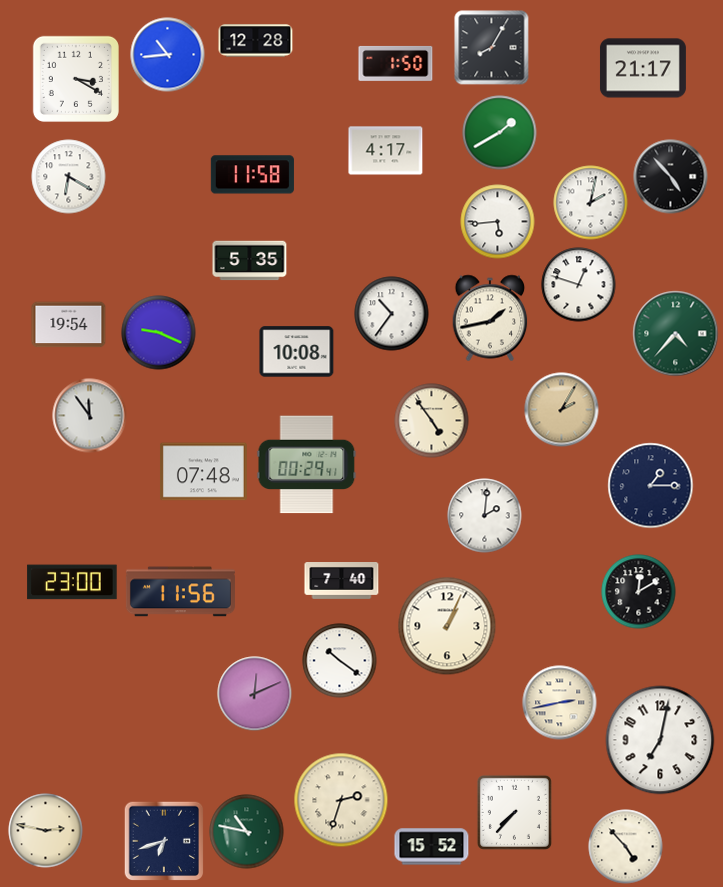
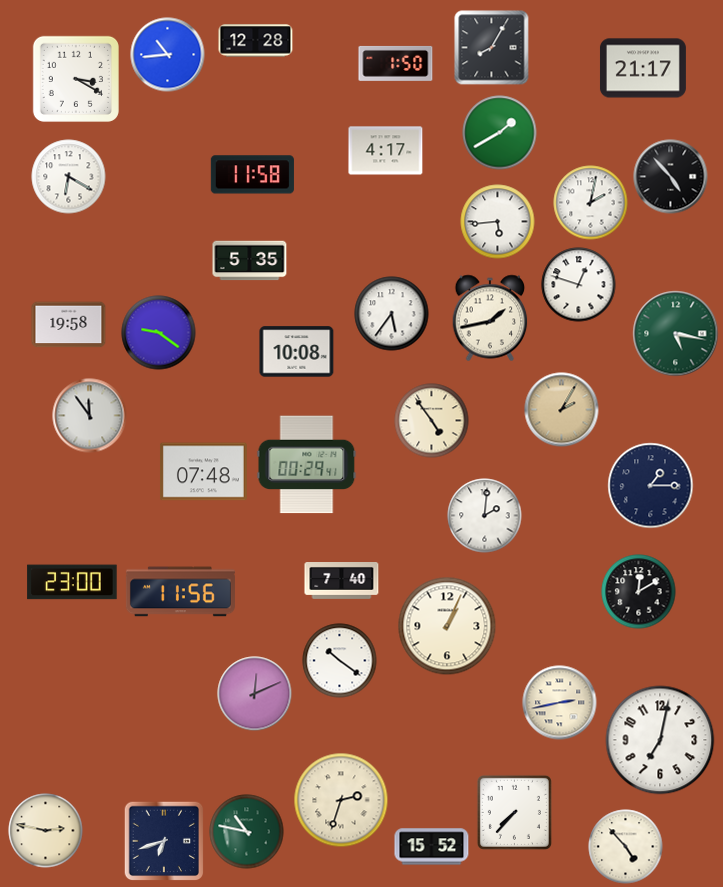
clock at (392, 314): 10:36 -> 5:36
clock at (69, 325): 19:54 -> 19:58
clock at (159, 333): 9:19 -> 9:21
clock at (676, 334): 4:37 -> 5:17
